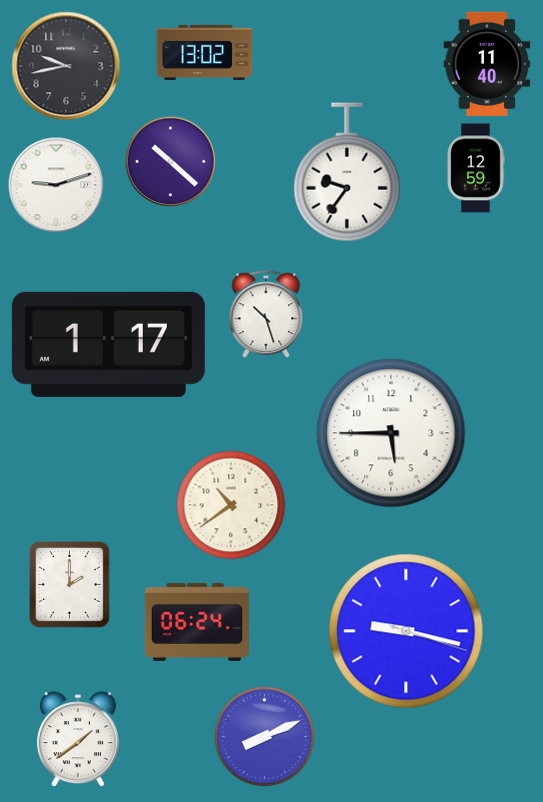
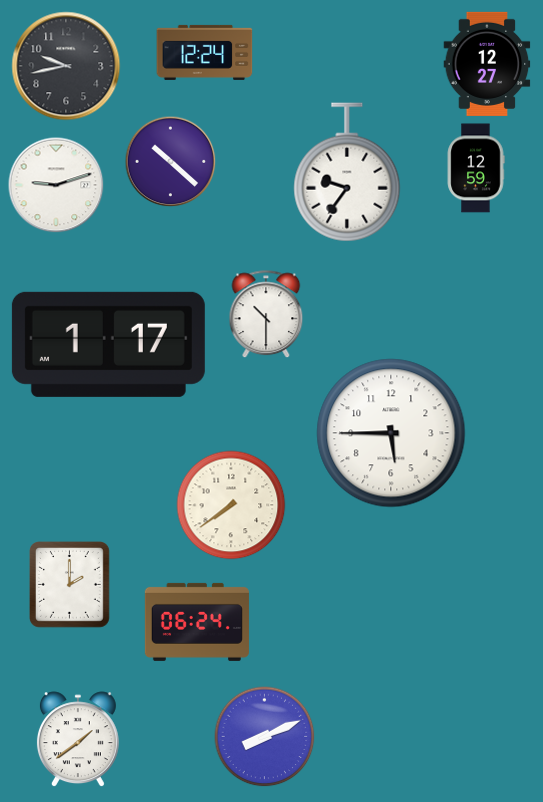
clock at (205, 52): 13:02 -> 12:24
clock at (487, 64): 11:40 -> 12:27
clock at (266, 314): 10:27 -> 10:30
clock at (231, 505): 10:39 -> 7:39
clock at (406, 631): 9:17 -> none
